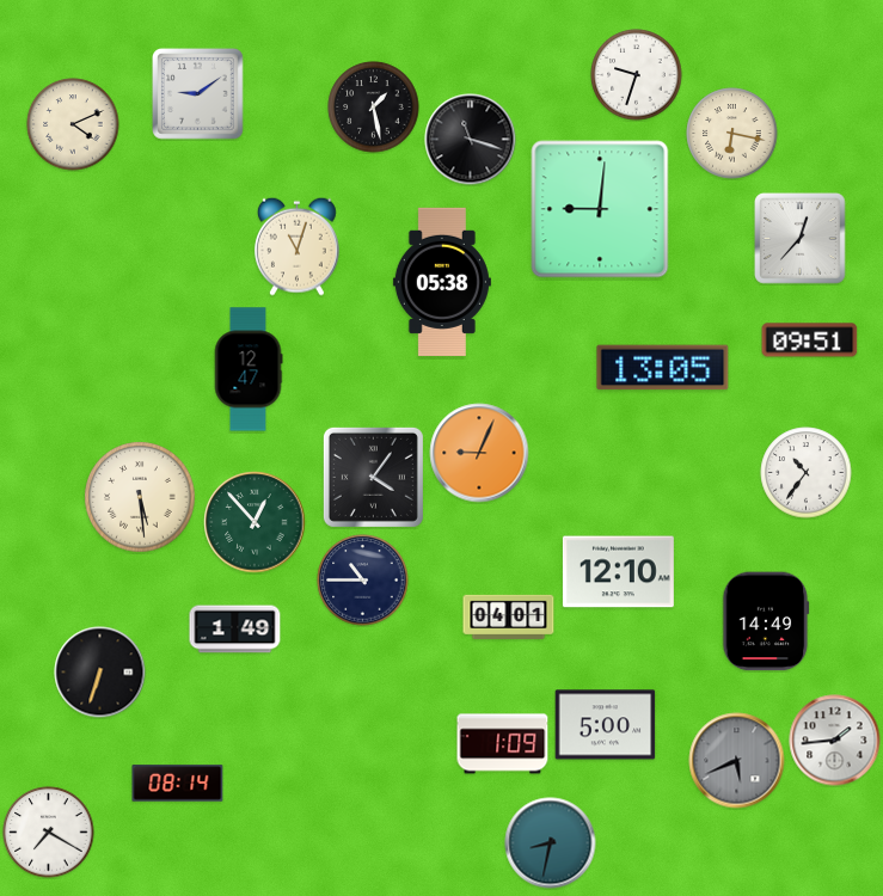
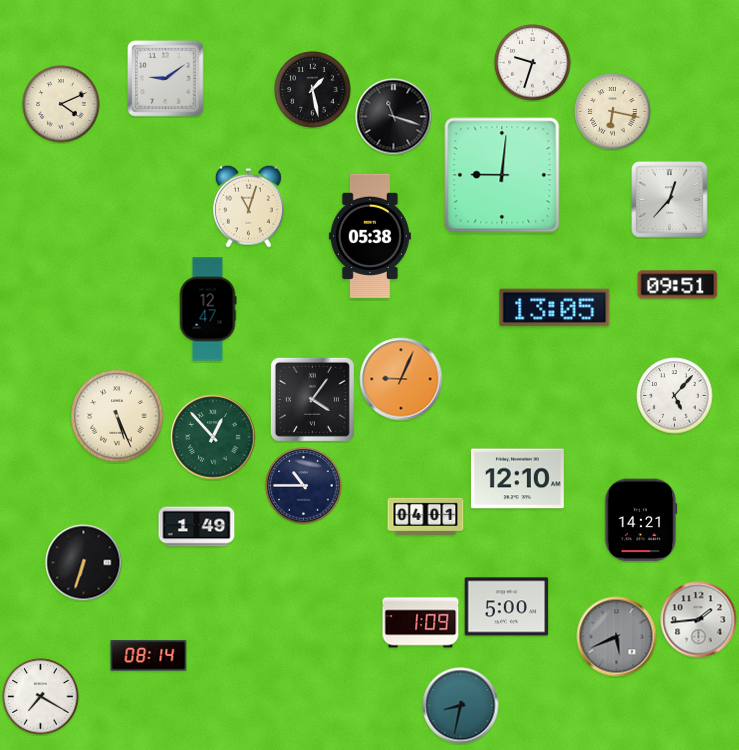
clock at (807, 473): 10:36 -> 5:07
clock at (140, 497): 5:29 -> 5:26
clock at (766, 621): 14:49 -> 14:21
